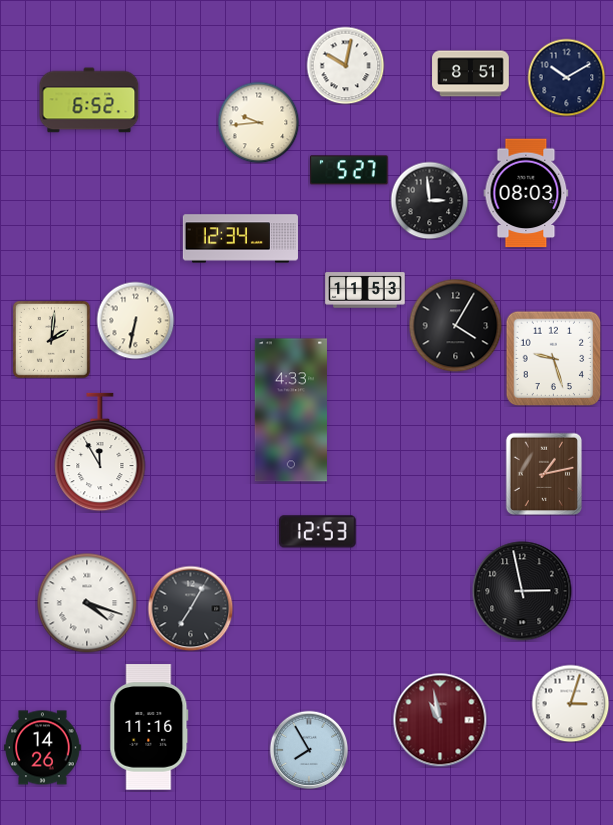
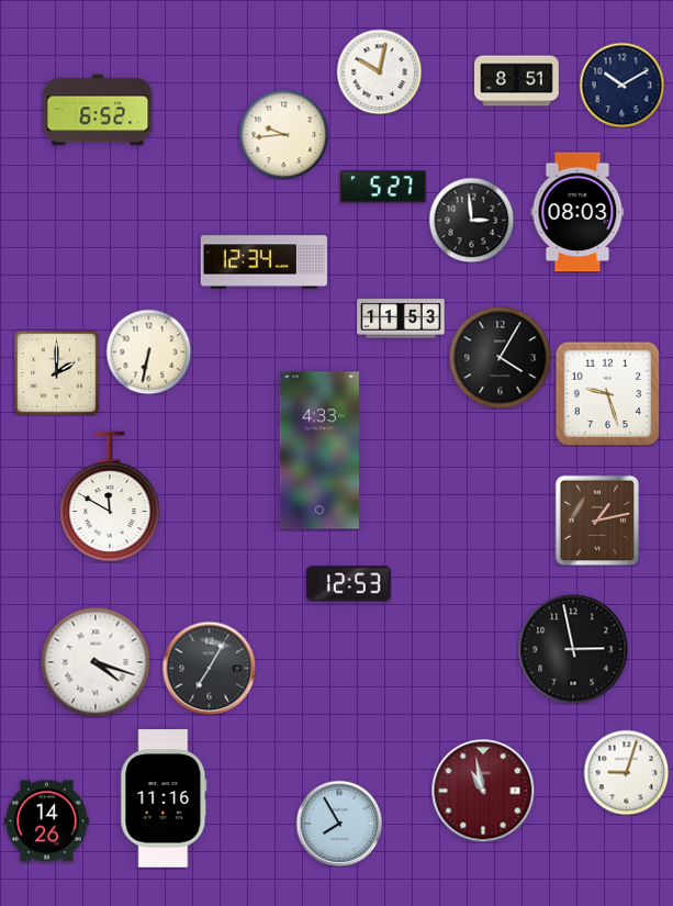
clock at (51, 339): 2:01 -> 2:00
clock at (100, 452): 11:55 -> 11:50
clock at (570, 703): 3:03 -> 9:03
